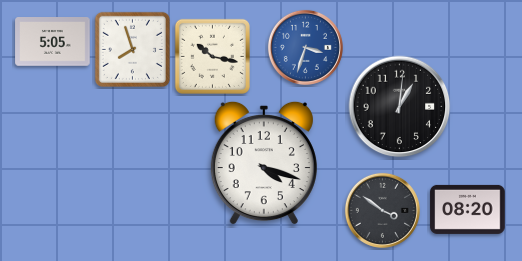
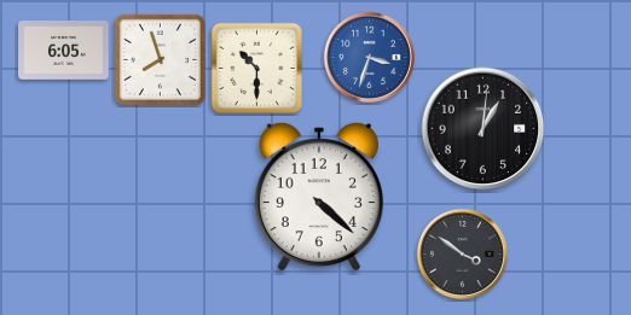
clock at (53, 42): 5:05 -> 6:05
clock at (212, 56): 10:17 -> 10:30
clock at (264, 163): 4:18 -> 4:22
clock at (468, 209): 08:20 -> none
